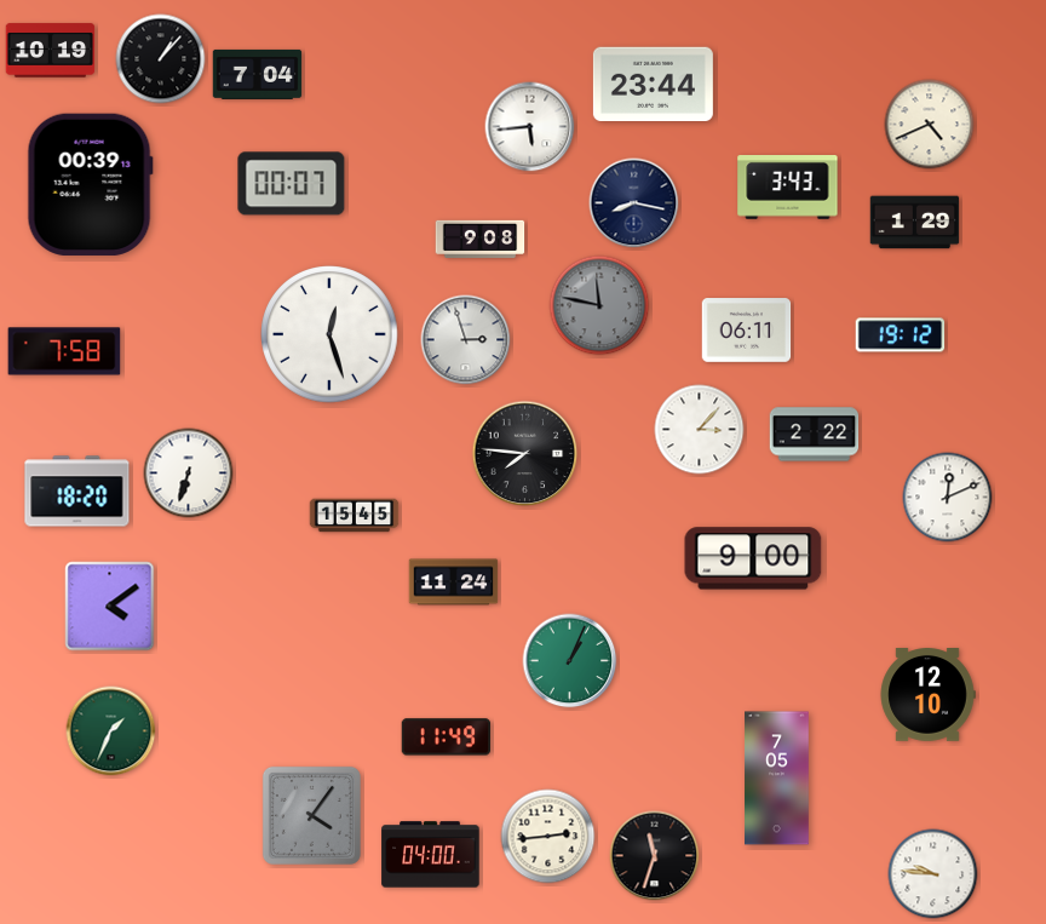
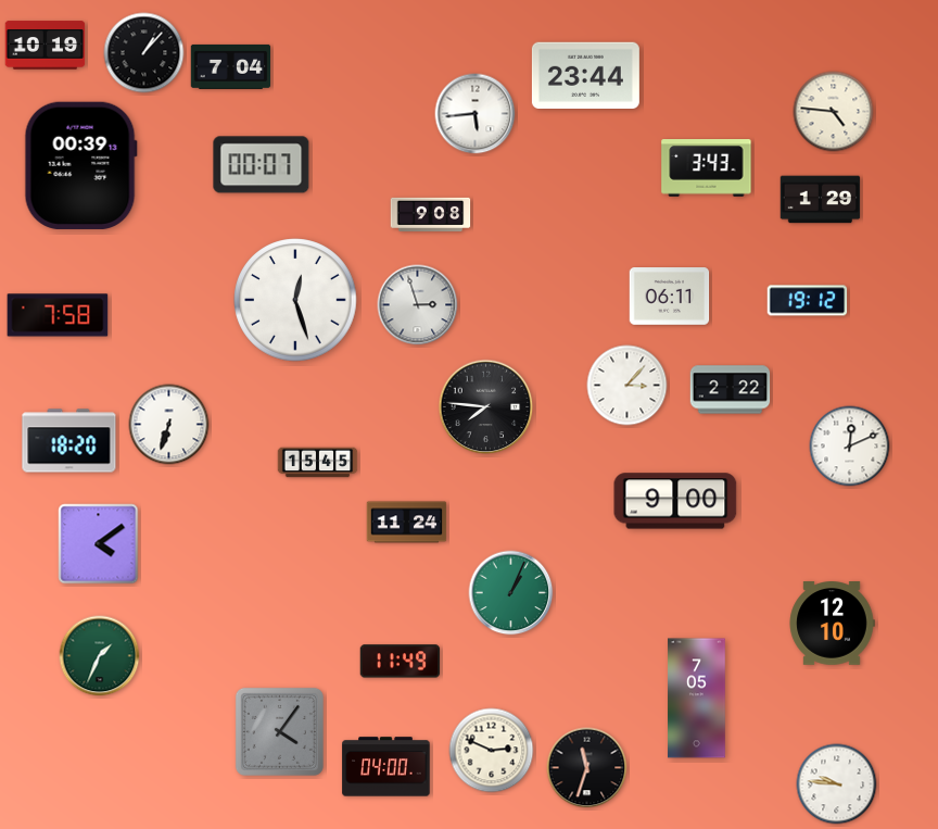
clock at (930, 125): 4:41 -> 4:46
clock at (634, 203): 8:17 -> none
clock at (599, 305): 11:47 -> none
clock at (525, 454) position: (525, 454) -> (486, 407)
clock at (548, 837): 2:44 -> 2:49
